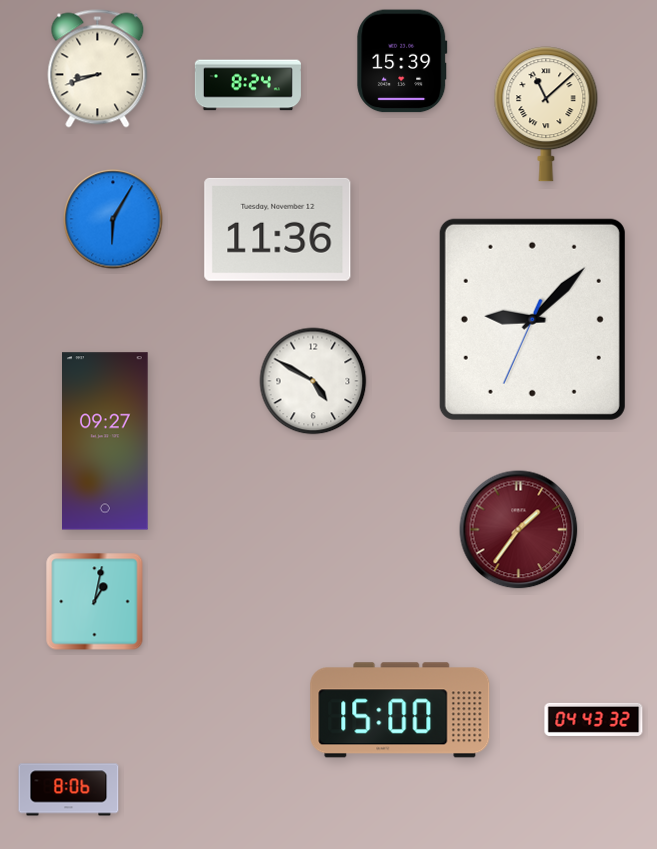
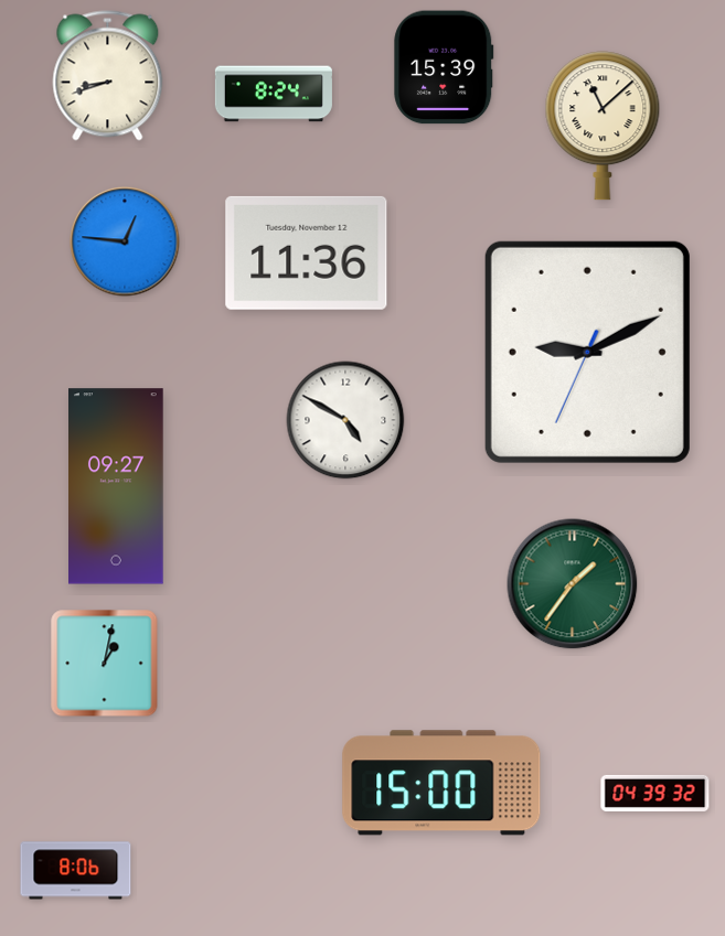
clock at (113, 219): 6:05 -> 12:46
clock at (532, 319): 9:07 -> 9:10
clock at (519, 530) dial: burgundy -> green
clock at (594, 719): 04:43 -> 04:39
